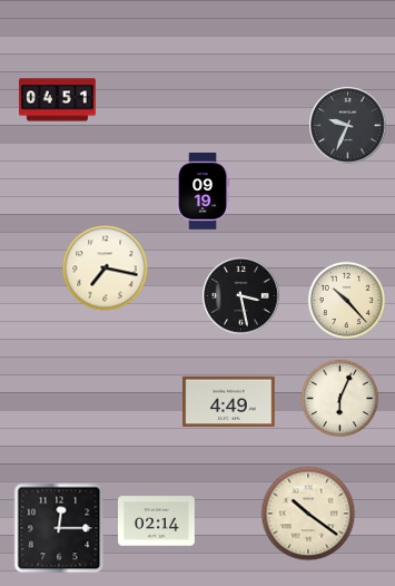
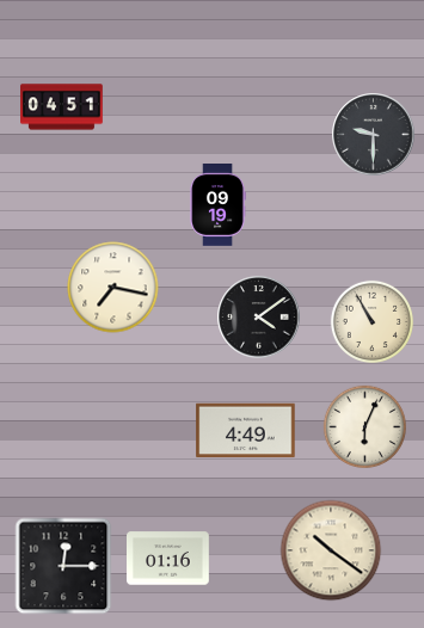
clock at (348, 126): 9:34 -> 9:30
clock at (241, 296): 3:28 -> 4:09
clock at (346, 300): 10:23 -> 10:55
clock at (157, 521): 02:14 -> 01:16
